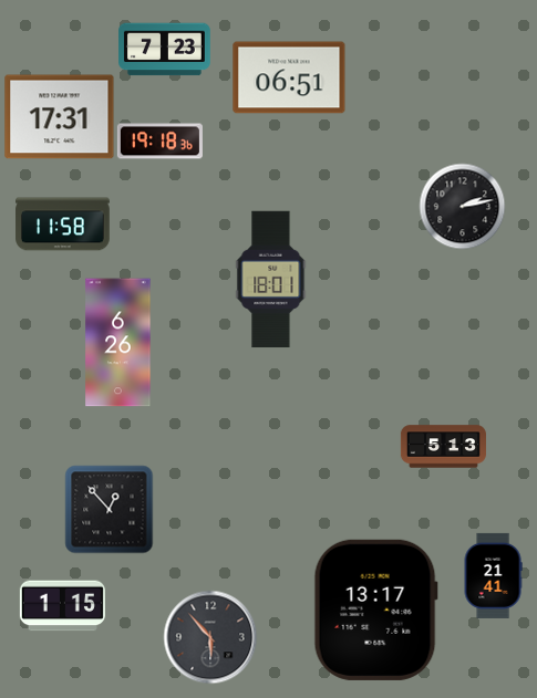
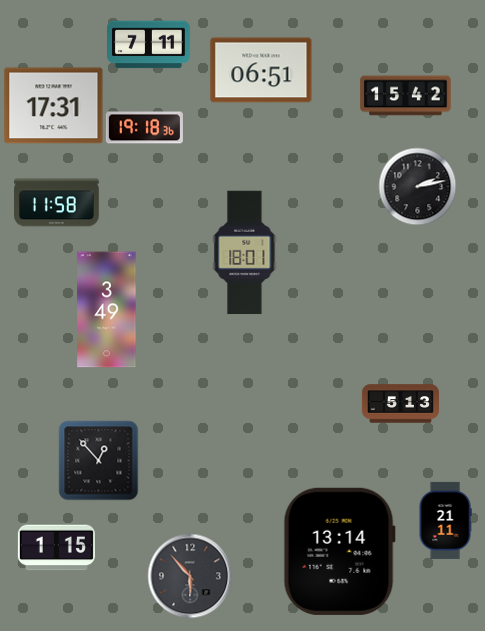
clock at (165, 50): 7:23 -> 7:11
clock at (406, 96): none -> 15:42
clock at (118, 343): 6:26 -> 3:49
clock at (493, 575): 21:41 -> 21:11
clock at (375, 610): 13:17 -> 13:14
